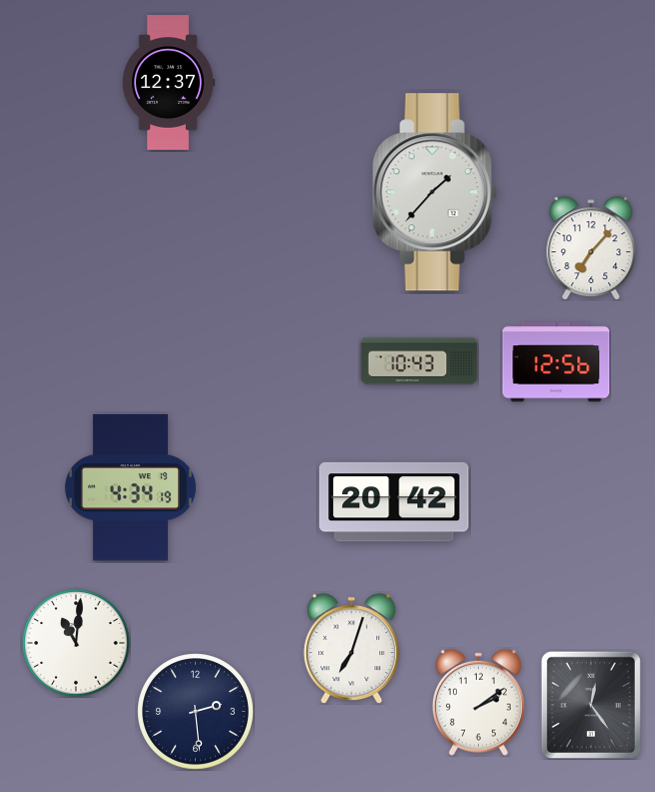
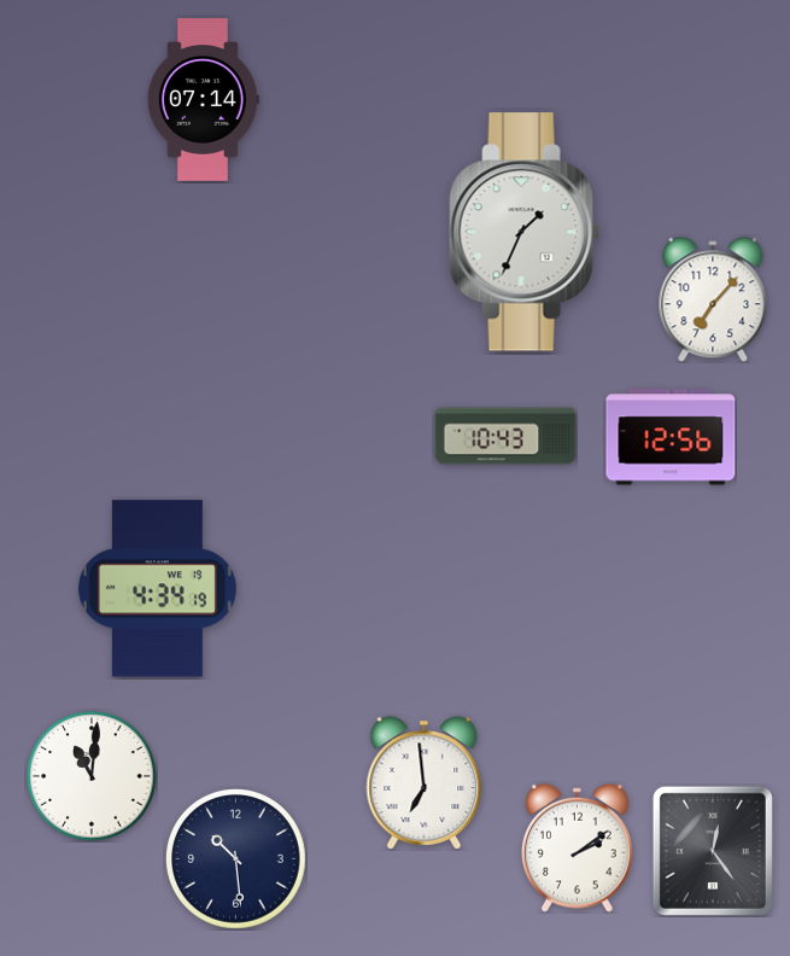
clock at (168, 83): 12:37 -> 07:14
clock at (435, 192): 1:37 -> 1:34
clock at (394, 502): 20:42 -> none
clock at (352, 649): 7:03 -> 6:59
clock at (196, 712): 2:29 -> 10:29
